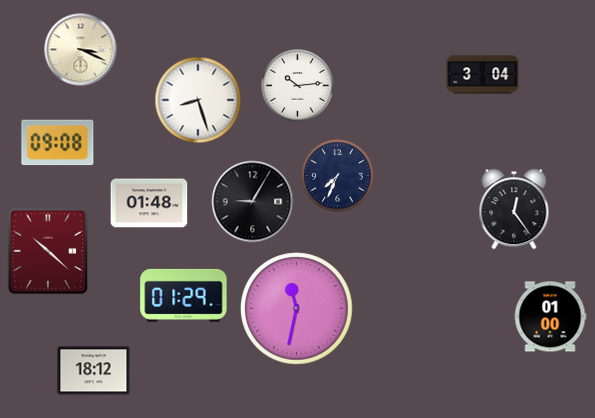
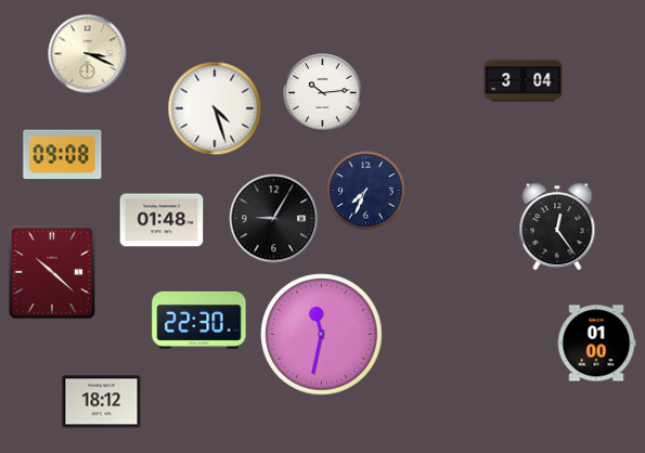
clock at (198, 100): 8:27 -> 4:27
clock at (184, 295): 01:29 -> 22:30
